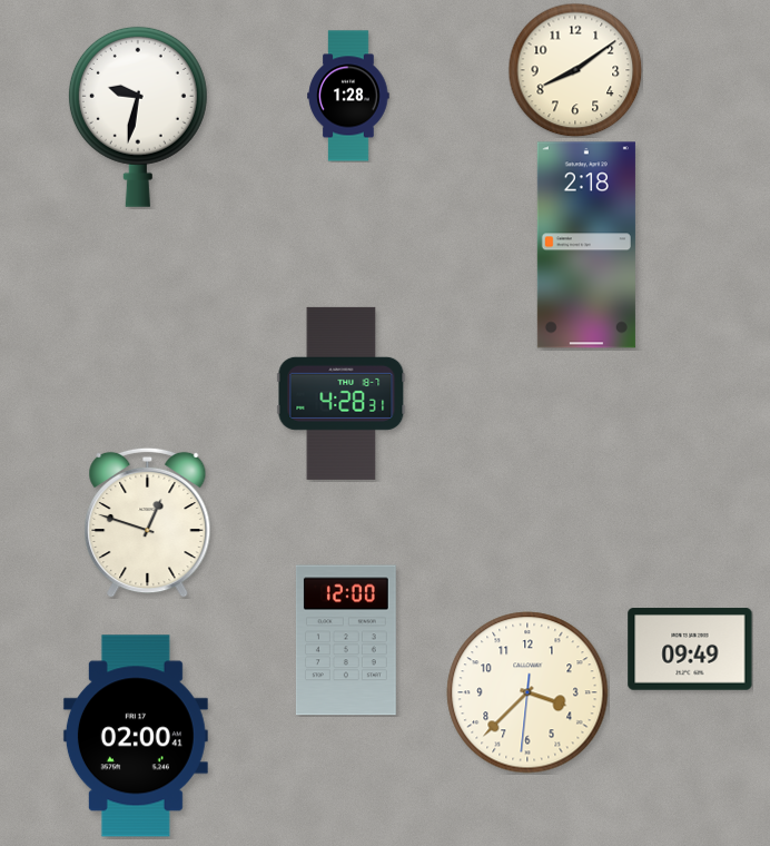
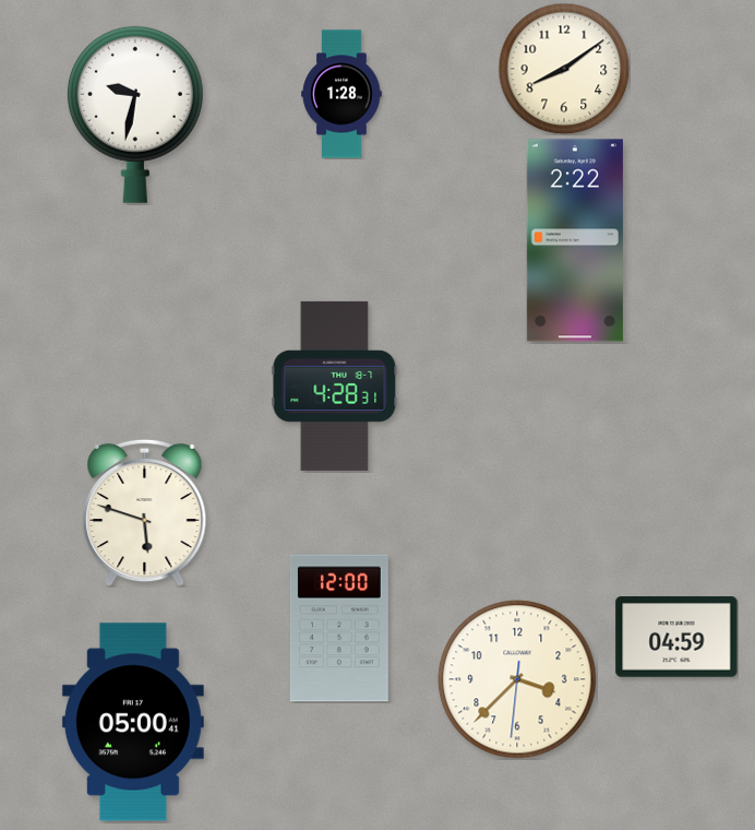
clock at (586, 245): 2:18 -> 2:22
clock at (148, 522): 12:48 -> 5:48
clock at (690, 649): 09:49 -> 04:59
clock at (136, 736): 02:00 -> 05:00
